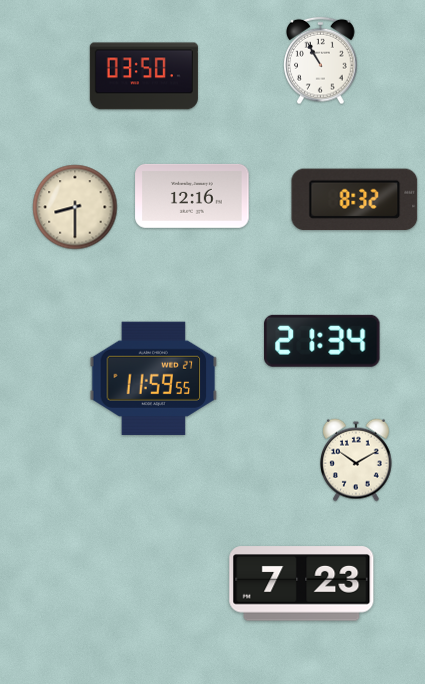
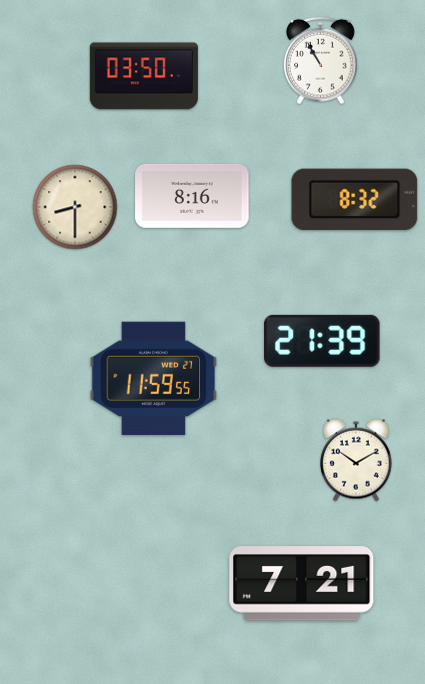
clock at (192, 196): 12:16 -> 8:16
clock at (322, 341): 21:34 -> 21:39
clock at (302, 584): 7:23 -> 7:21
